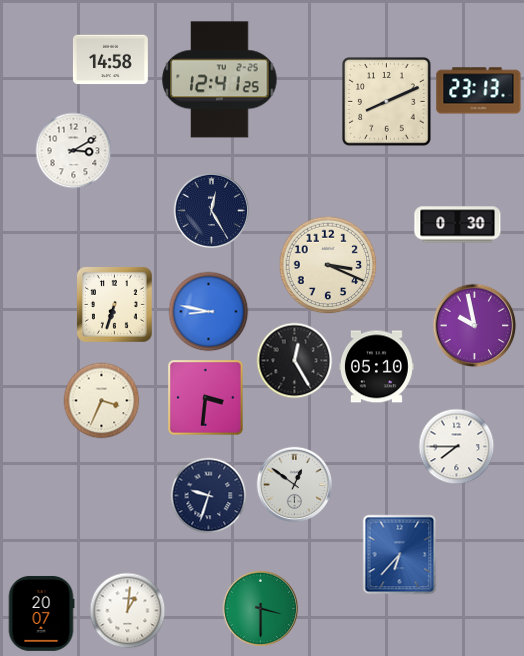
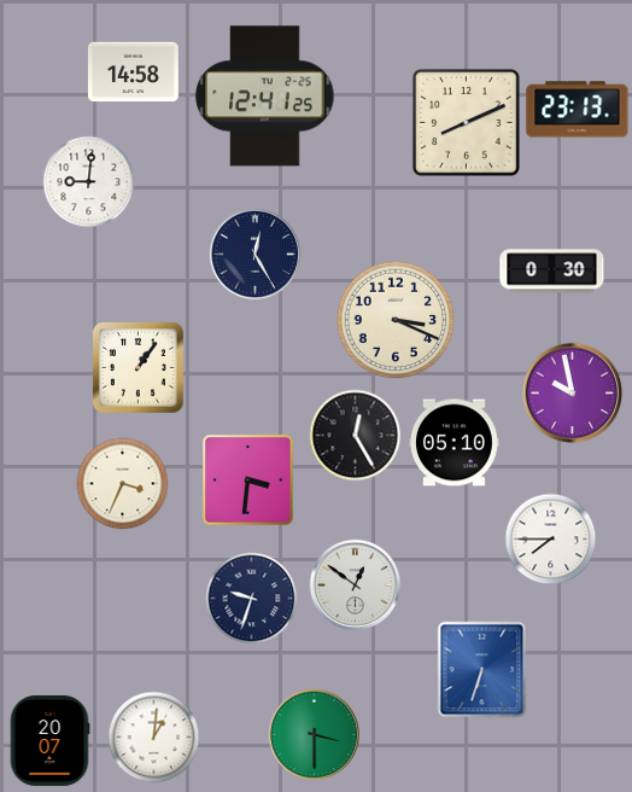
clock at (74, 151): 3:10 -> 9:01
clock at (114, 304): 6:33 -> 1:06
clock at (209, 312): 8:47 -> none
clock at (400, 555): 6:37 -> 6:33
